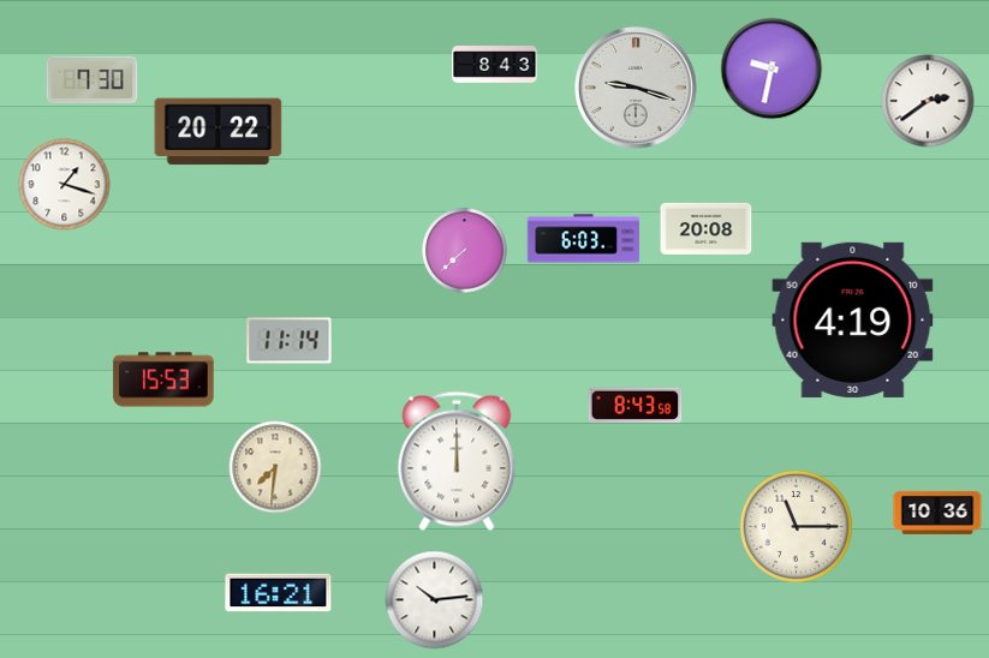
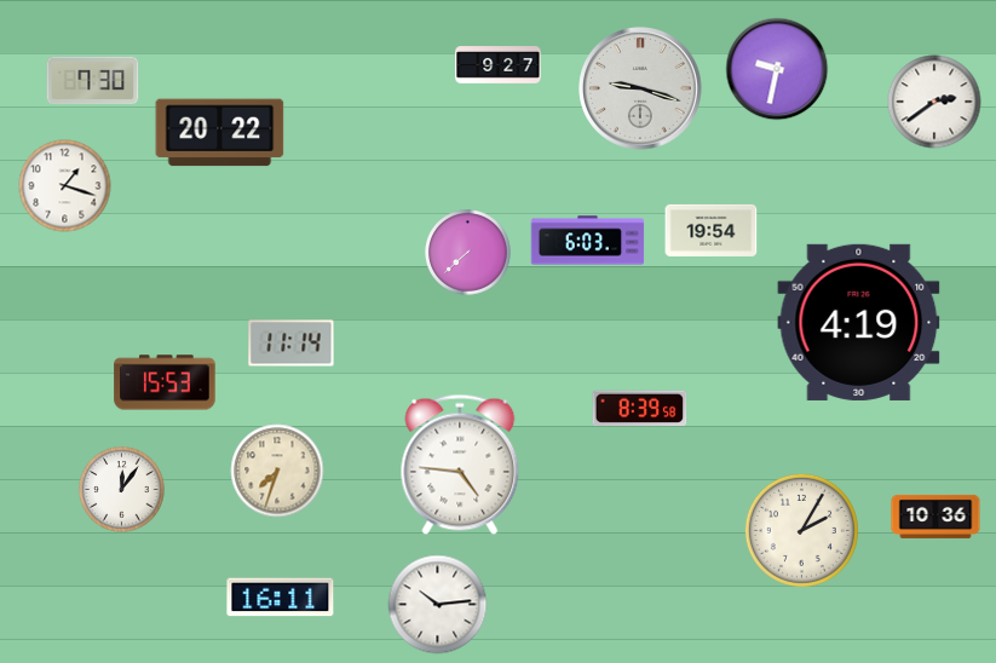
clock at (495, 65): 8:43 -> 9:27
clock at (707, 228): 20:08 -> 19:54
clock at (636, 406): 8:43 -> 8:39
clock at (457, 461): 12:00 -> 4:46
clock at (275, 467): 7:31 -> 7:33
clock at (122, 490): none -> 12:06
clock at (937, 513) position: (937, 513) -> (935, 517)
clock at (796, 526): 11:15 -> 2:05
clock at (279, 593): 16:21 -> 16:11
